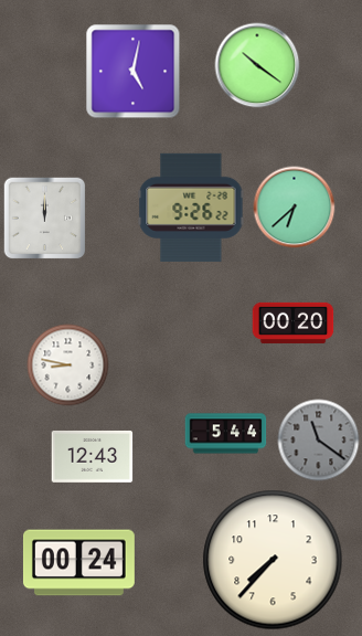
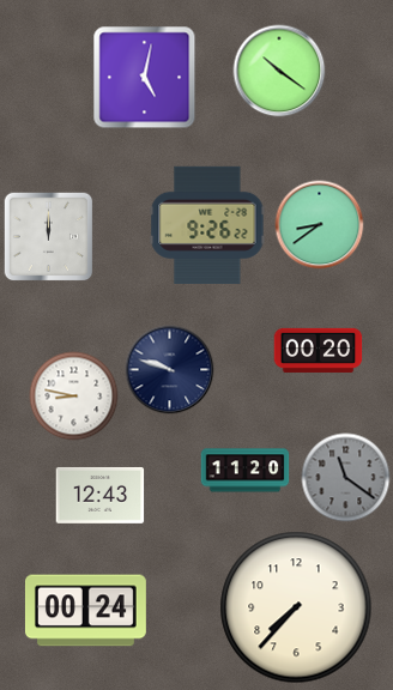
clock at (295, 208): 6:38 -> 8:39
clock at (170, 370): none -> 9:48
clock at (226, 434): 5:44 -> 11:20
